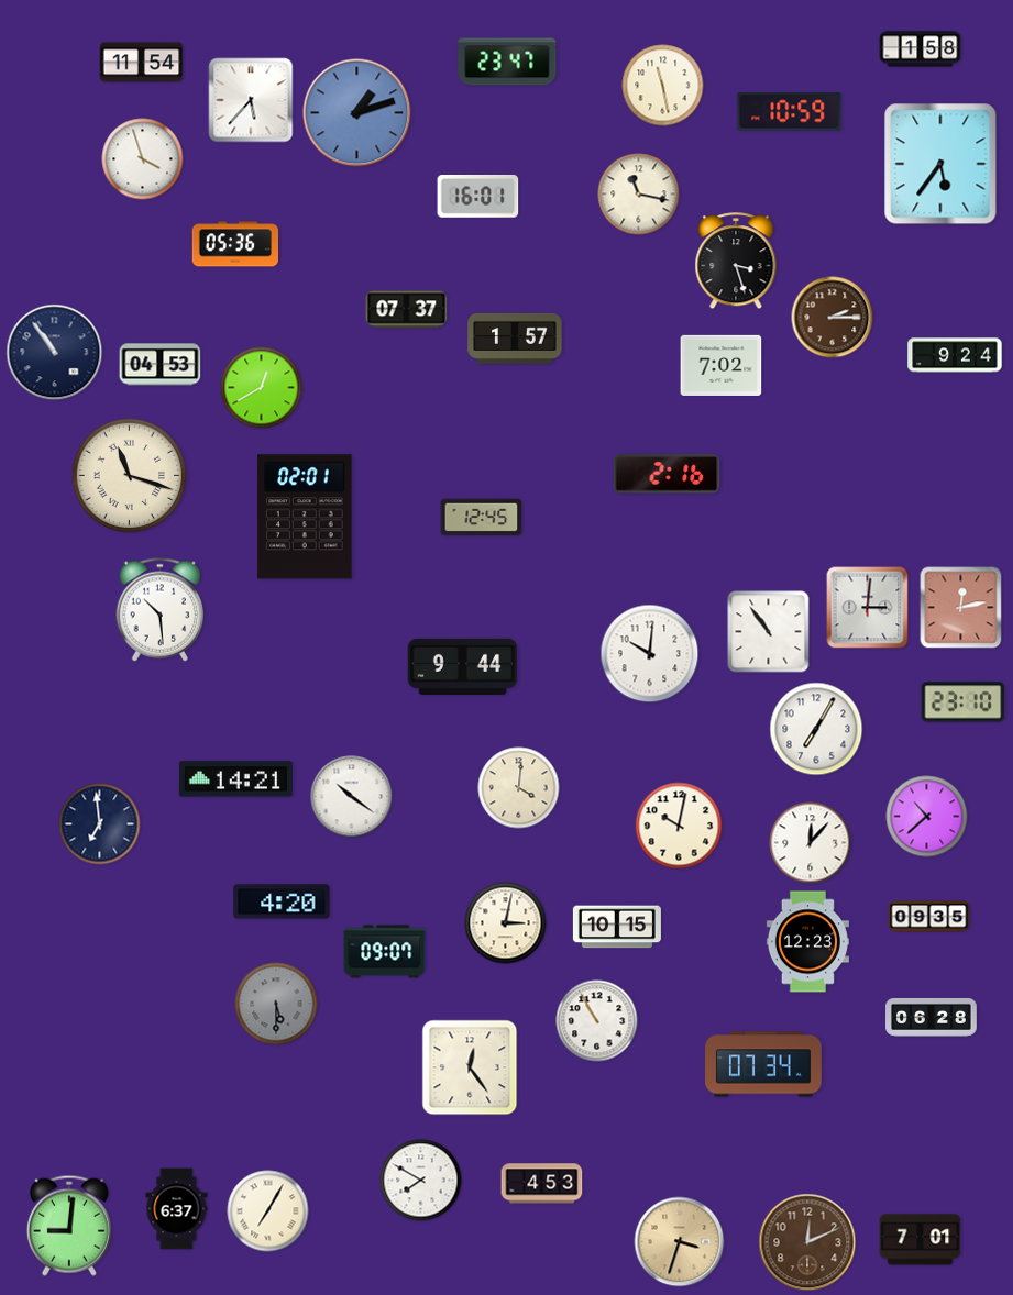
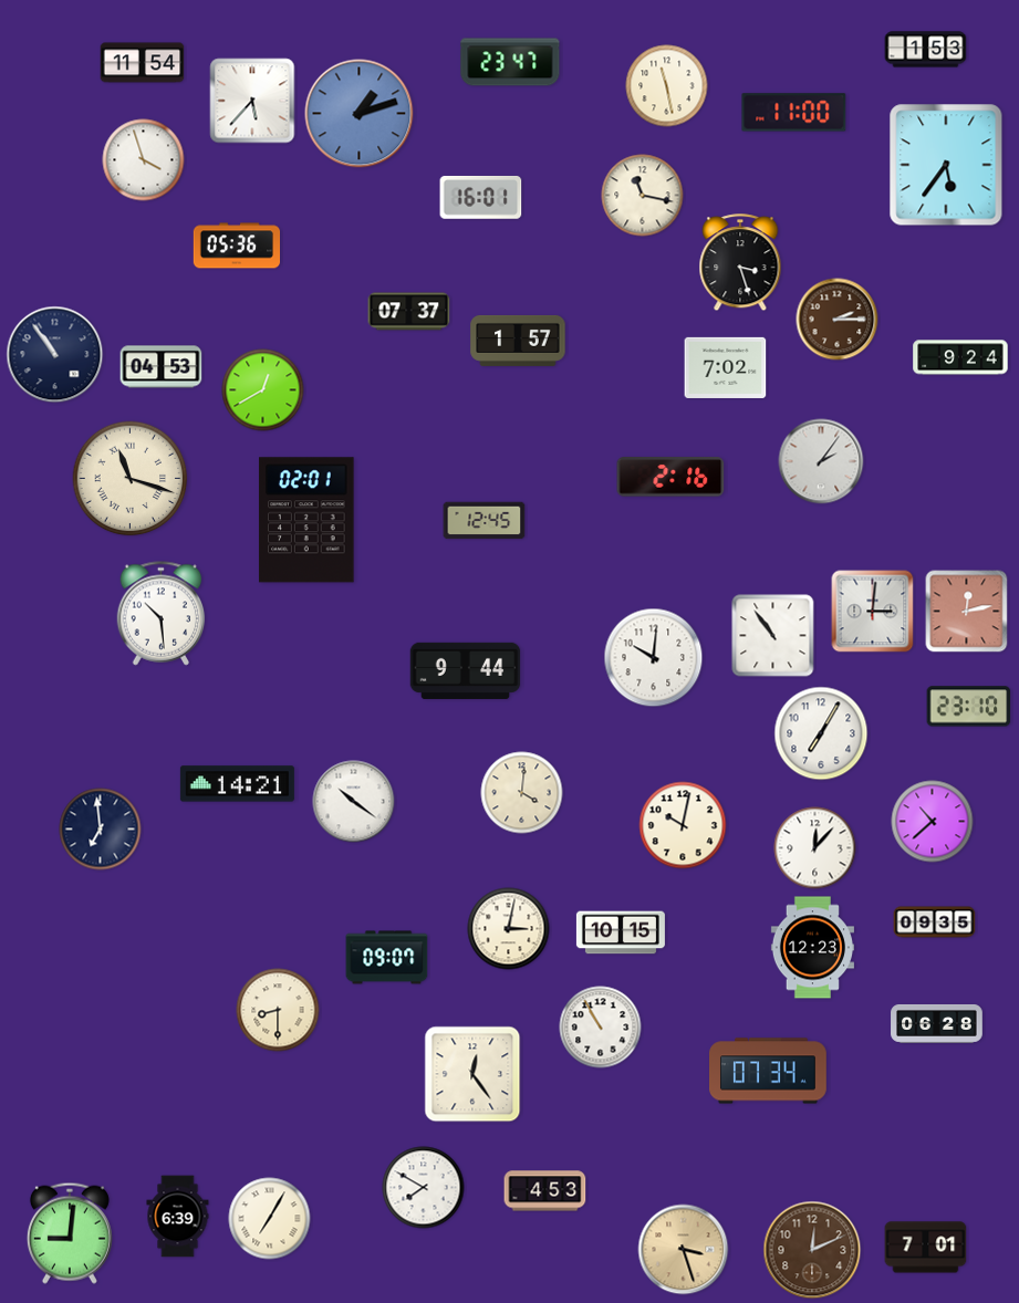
clock at (921, 49): 1:58 -> 1:53
clock at (790, 112): 10:59 -> 11:00
clock at (821, 461): none -> 2:06
clock at (679, 826) position: (679, 826) -> (683, 825)
clock at (282, 901): 4:20 -> none
clock at (276, 1004): 5:30 -> 8:30
clock at (276, 1004) dial: grey -> cream
clock at (177, 1209): 6:37 -> 6:39
clock at (680, 1242): 3:33 -> 3:27
